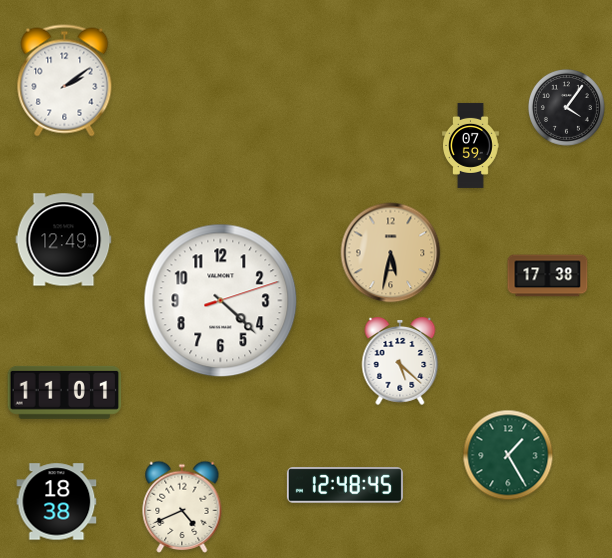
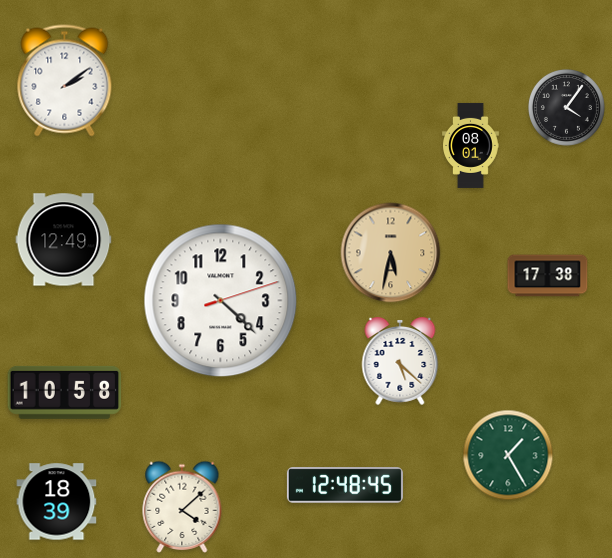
clock at (471, 145): 07:59 -> 08:01
clock at (65, 392): 11:01 -> 10:58
clock at (57, 502): 18:38 -> 18:39
clock at (182, 507): 4:41 -> 4:08
